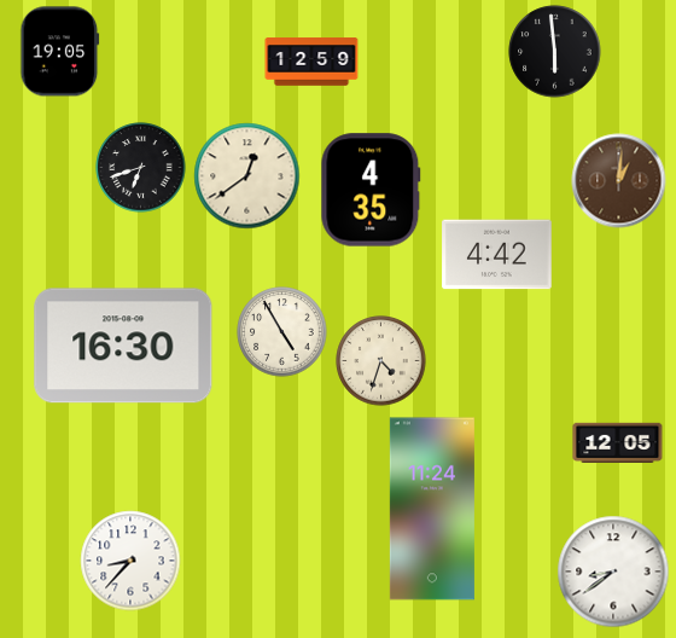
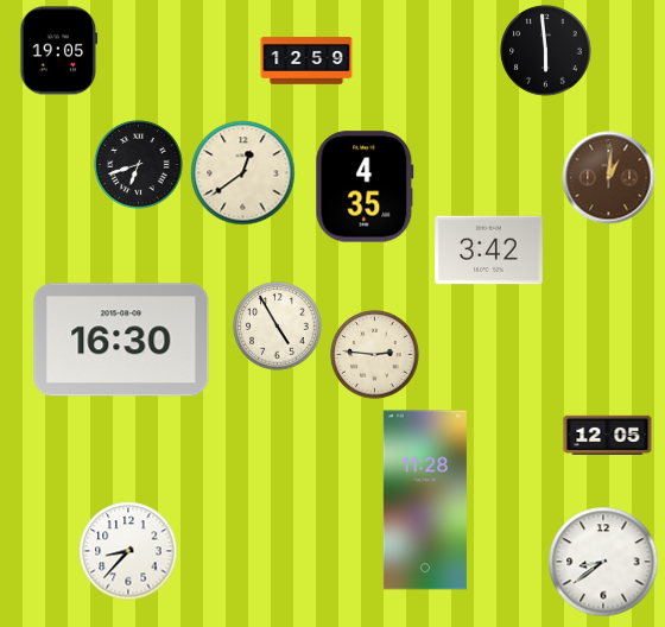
clock at (497, 255): 4:42 -> 3:42
clock at (381, 361): 4:33 -> 2:46
clock at (432, 509): 11:24 -> 11:28
